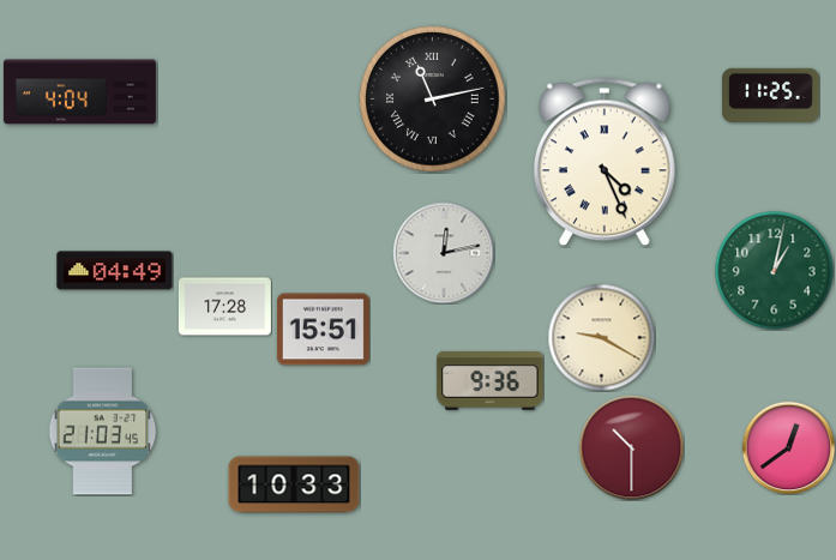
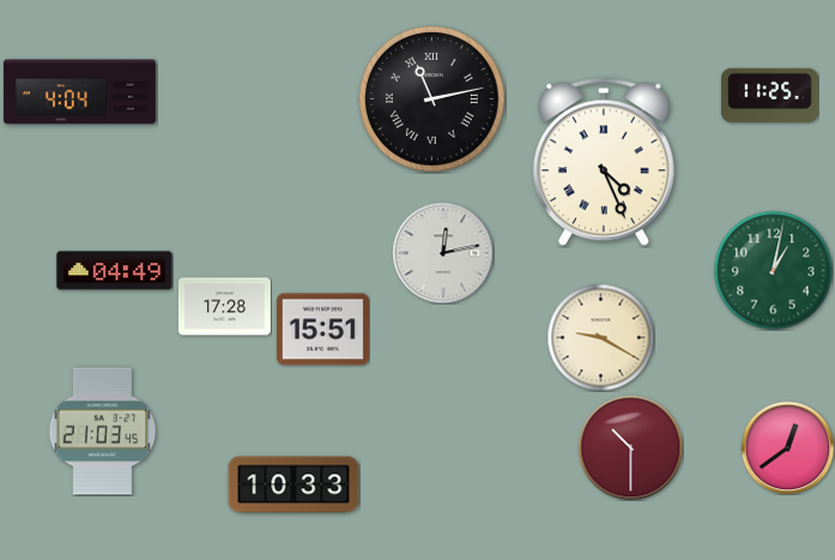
clock at (491, 381): 9:36 -> none
